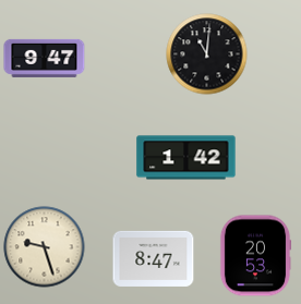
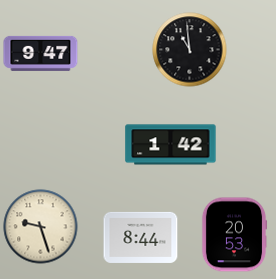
clock at (207, 54): 11:01 -> 10:59
clock at (154, 258): 8:47 -> 8:44
